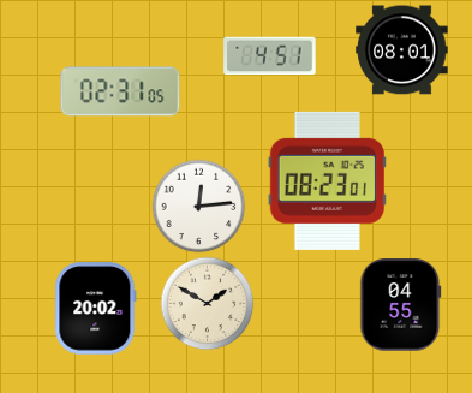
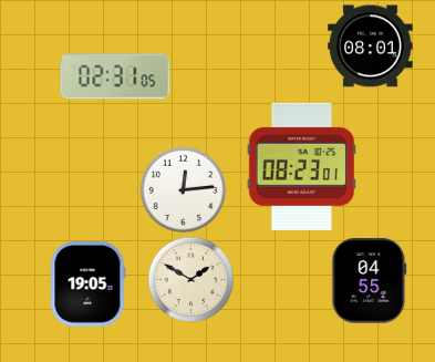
clock at (270, 56): 4:51 -> none
clock at (120, 91) position: (120, 91) -> (115, 76)
clock at (96, 309): 20:02 -> 19:05
